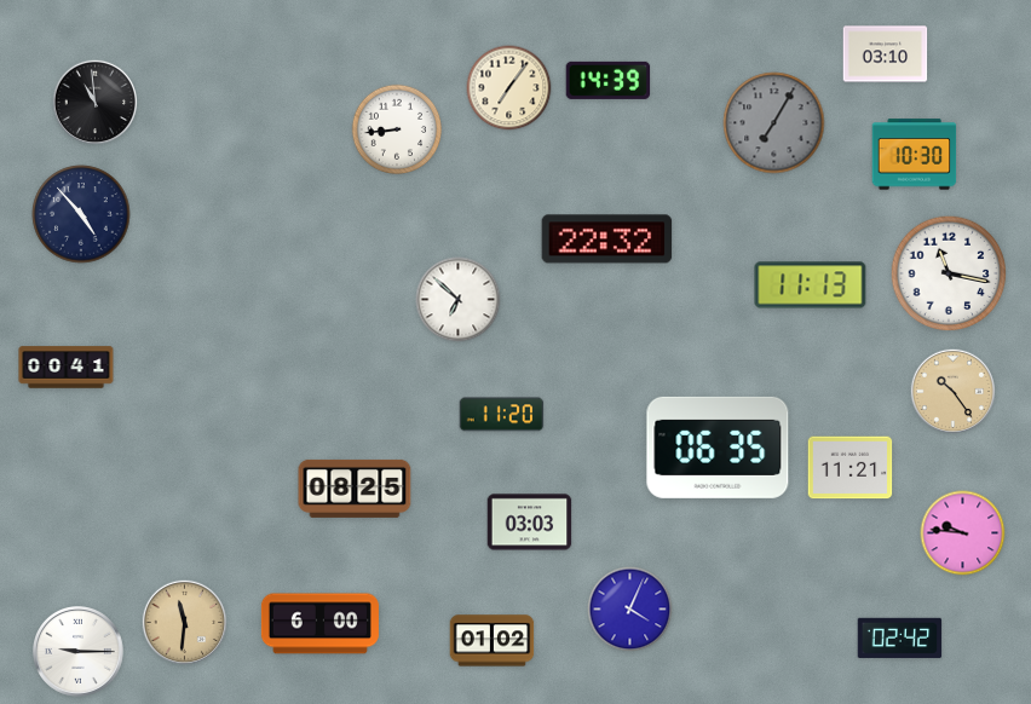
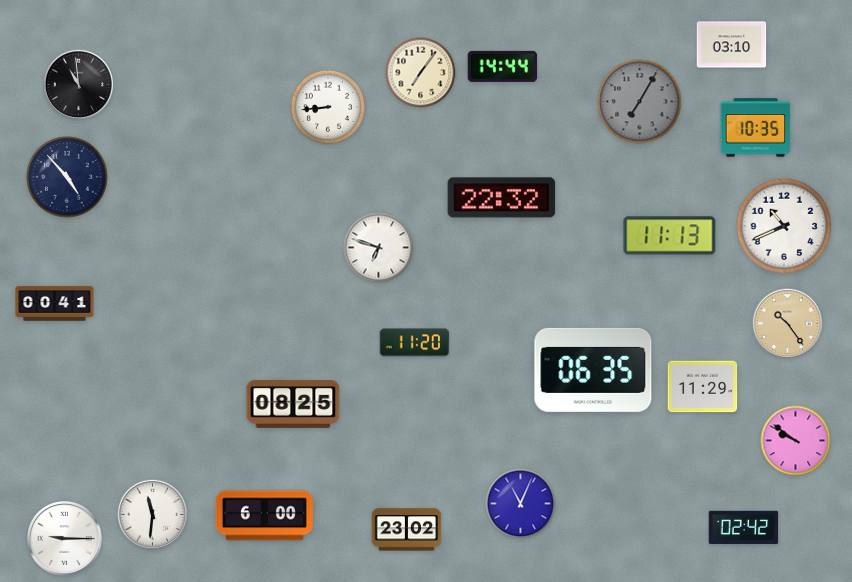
clock at (609, 80): 14:39 -> 14:44
clock at (915, 155): 10:30 -> 10:35
clock at (949, 273): 11:17 -> 10:41
clock at (459, 300): 6:52 -> 6:48
clock at (851, 468): 11:21 -> 11:29
clock at (530, 523): 03:03 -> none
clock at (963, 533): 9:46 -> 9:51
clock at (630, 610): 4:04 -> 11:04
clock at (185, 623) dial: champagne -> white
clock at (493, 641): 01:02 -> 23:02
